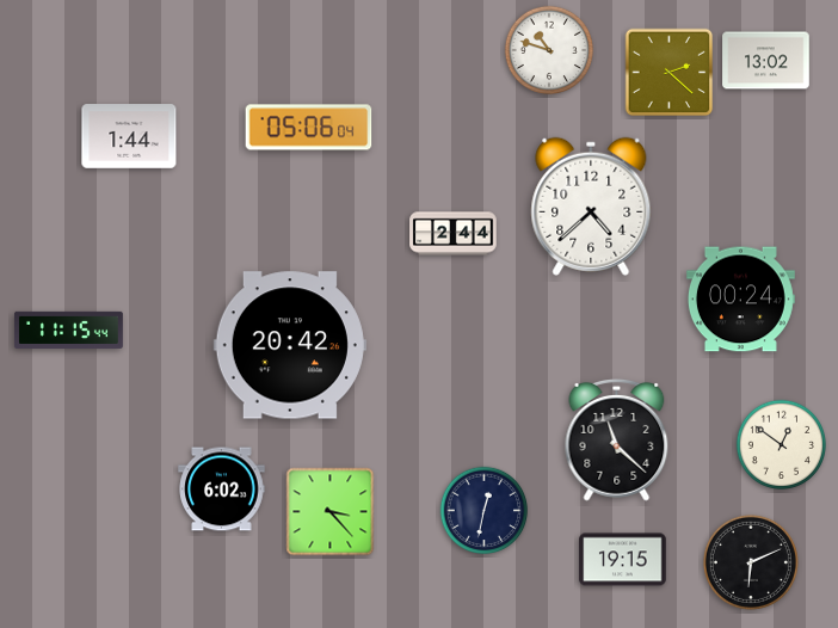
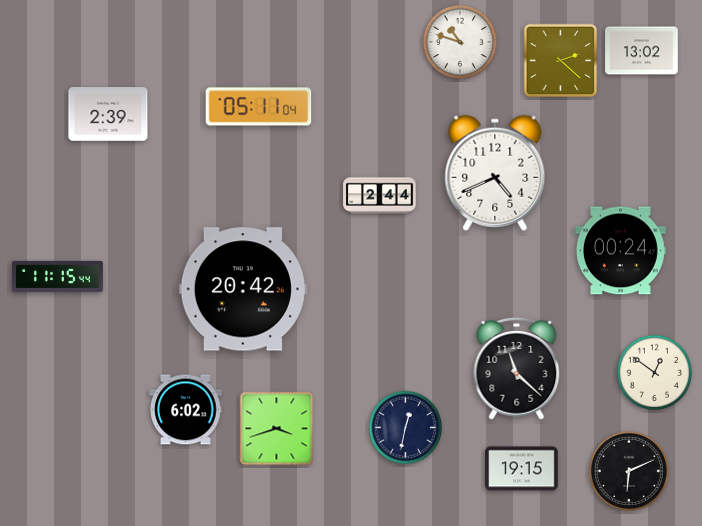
clock at (309, 128): 05:06 -> 05:11
clock at (129, 136): 1:44 -> 2:39
clock at (591, 207): 4:38 -> 4:41
clock at (331, 512): 3:23 -> 3:42
